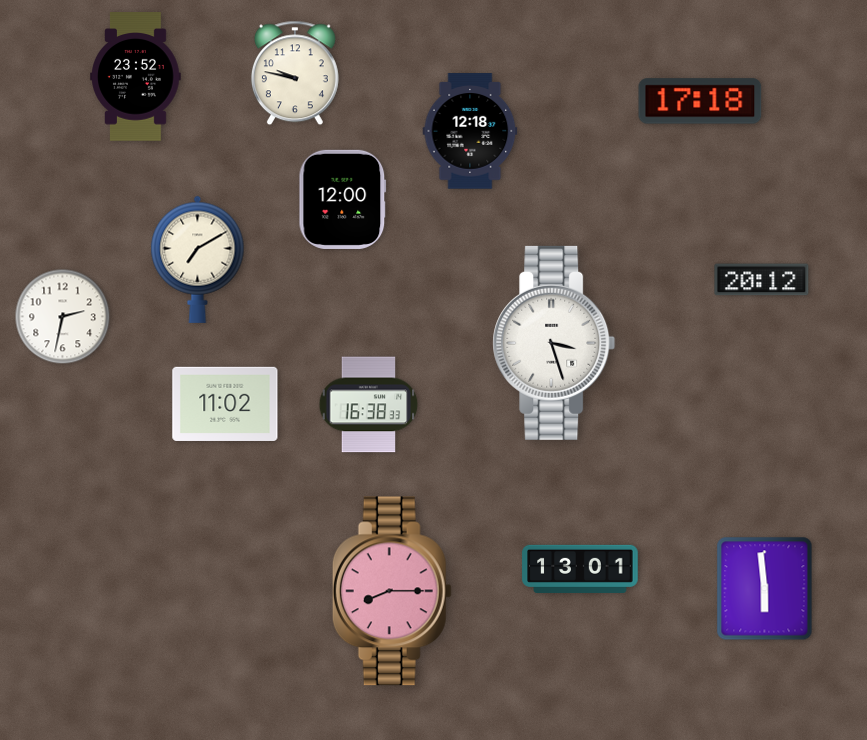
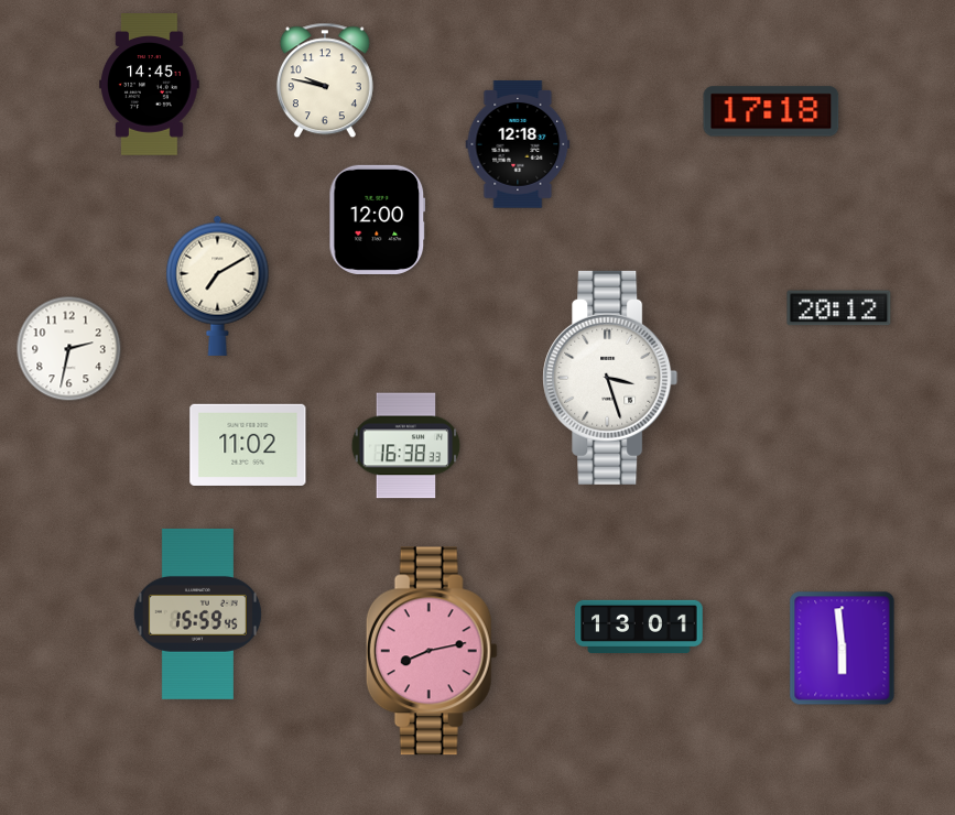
clock at (136, 77): 23:52 -> 14:45
clock at (197, 613): none -> 15:59
clock at (392, 591): 8:15 -> 8:13
